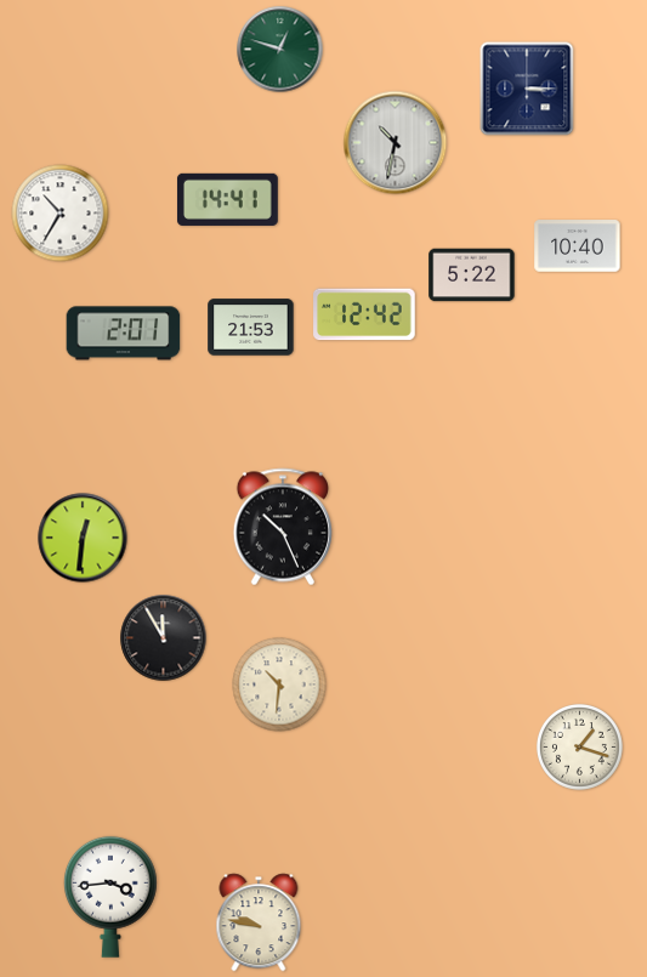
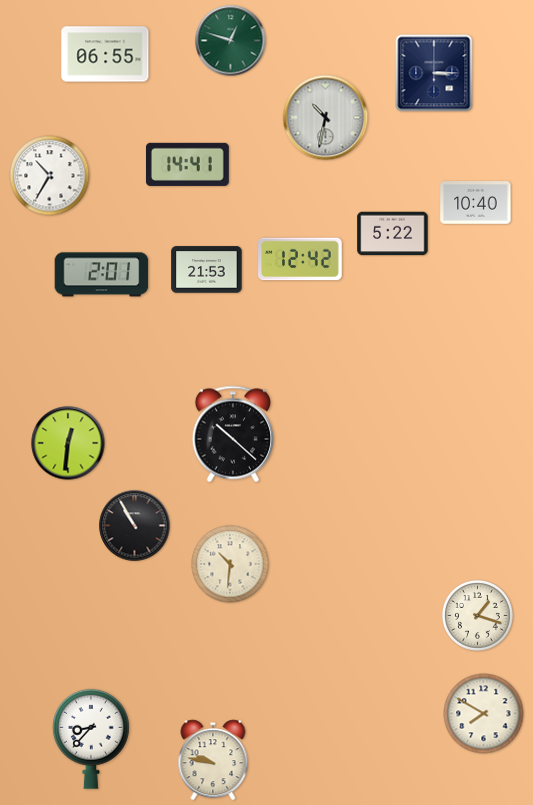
clock at (105, 54): none -> 06:55
clock at (472, 276) position: (472, 276) -> (393, 234)
clock at (282, 527): 10:26 -> 10:22
clock at (164, 638): 11:55 -> 10:55
clock at (484, 714): none -> 7:50
clock at (110, 897): 3:44 -> 8:37
